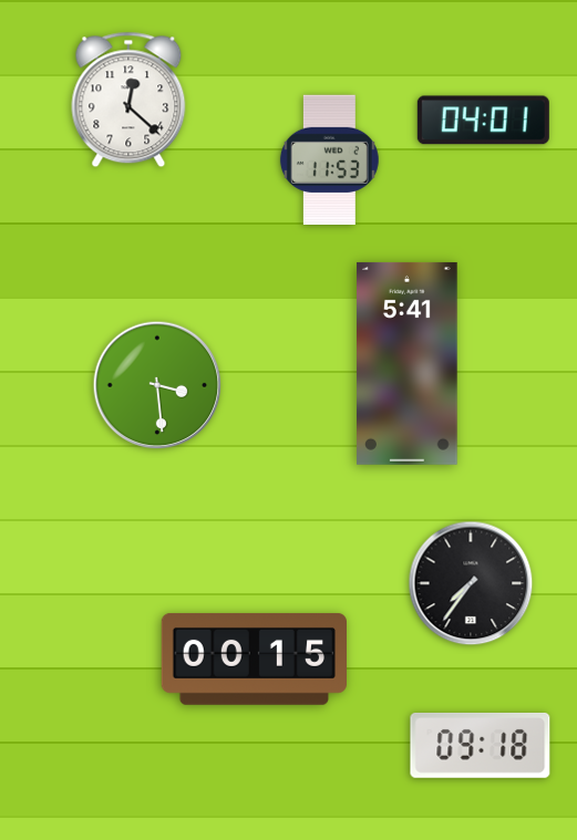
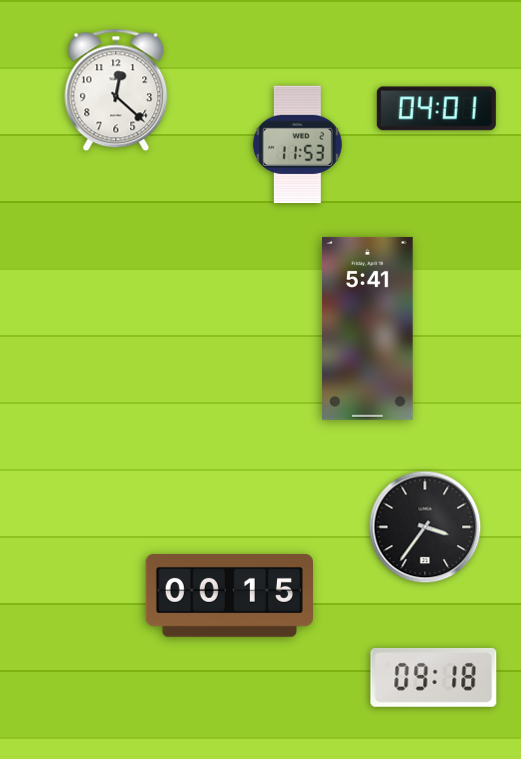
clock at (157, 385): 3:29 -> none
clock at (471, 583): 7:36 -> 3:36
clock at (481, 745) position: (481, 745) -> (434, 677)
